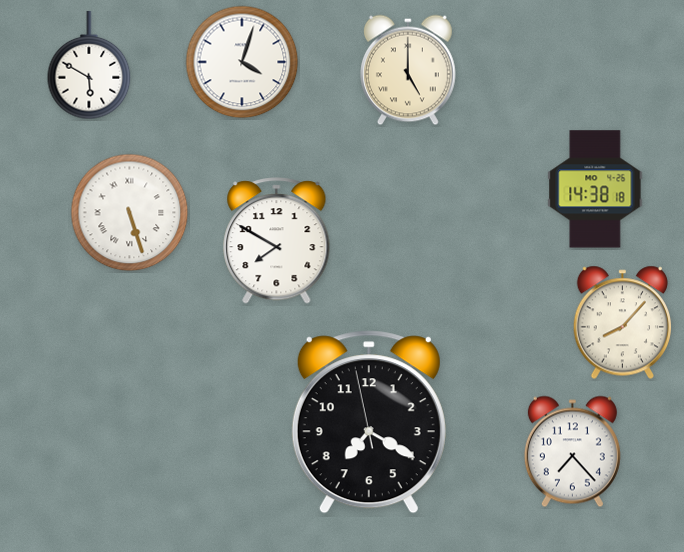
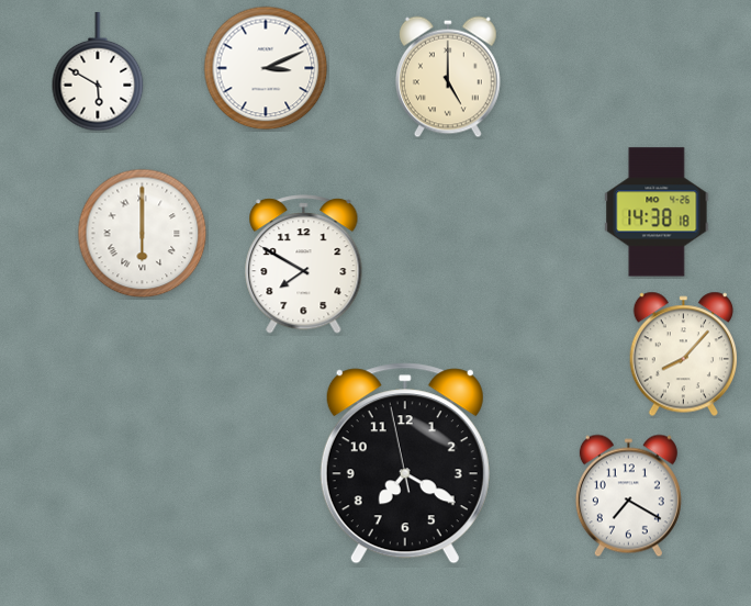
clock at (242, 62): 4:03 -> 3:11
clock at (595, 189) position: (595, 189) -> (657, 212)
clock at (130, 213): 5:27 -> 6:00
clock at (572, 452): 7:23 -> 7:20
